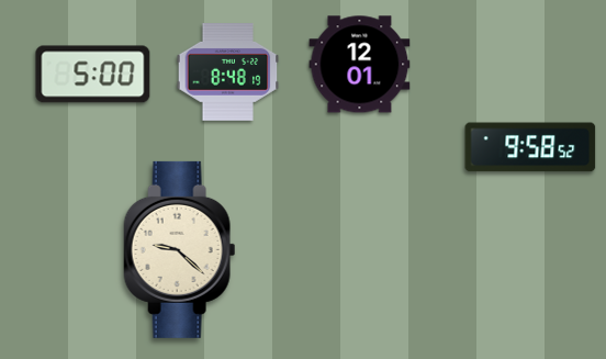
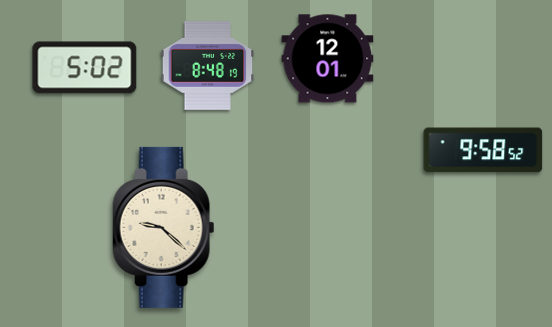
clock at (93, 75): 5:00 -> 5:02
clock at (530, 147) position: (530, 147) -> (483, 150)
